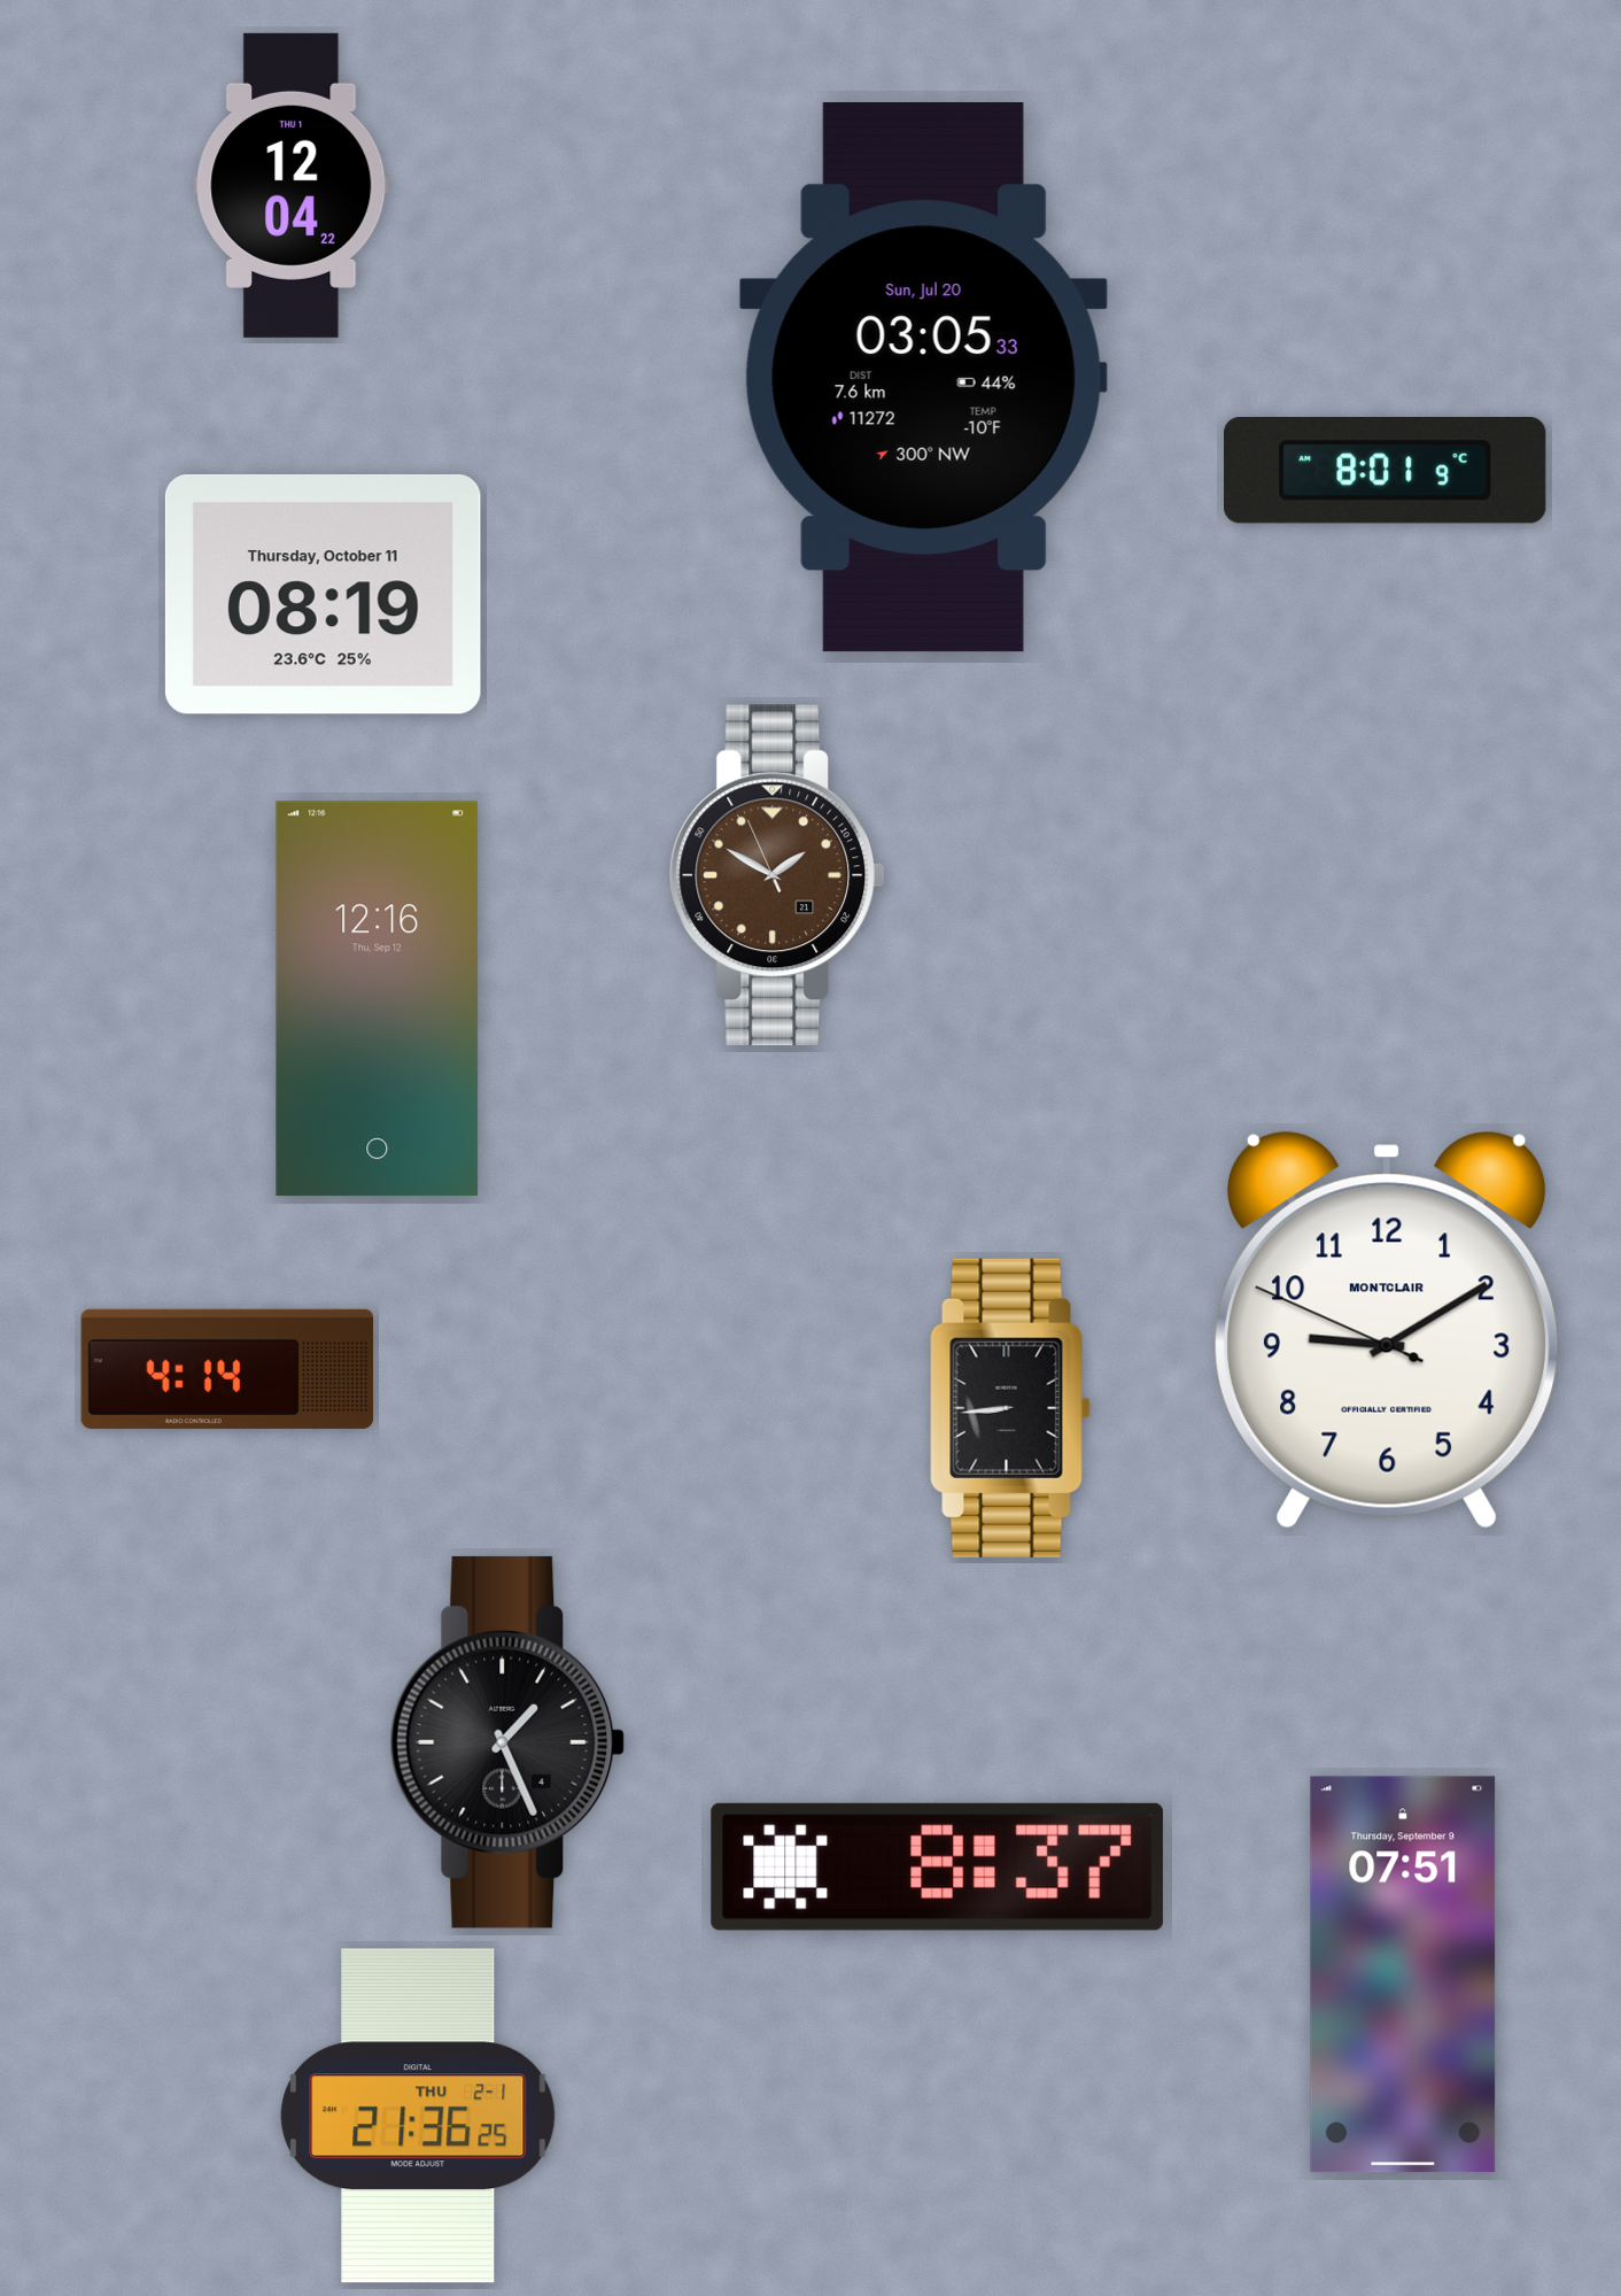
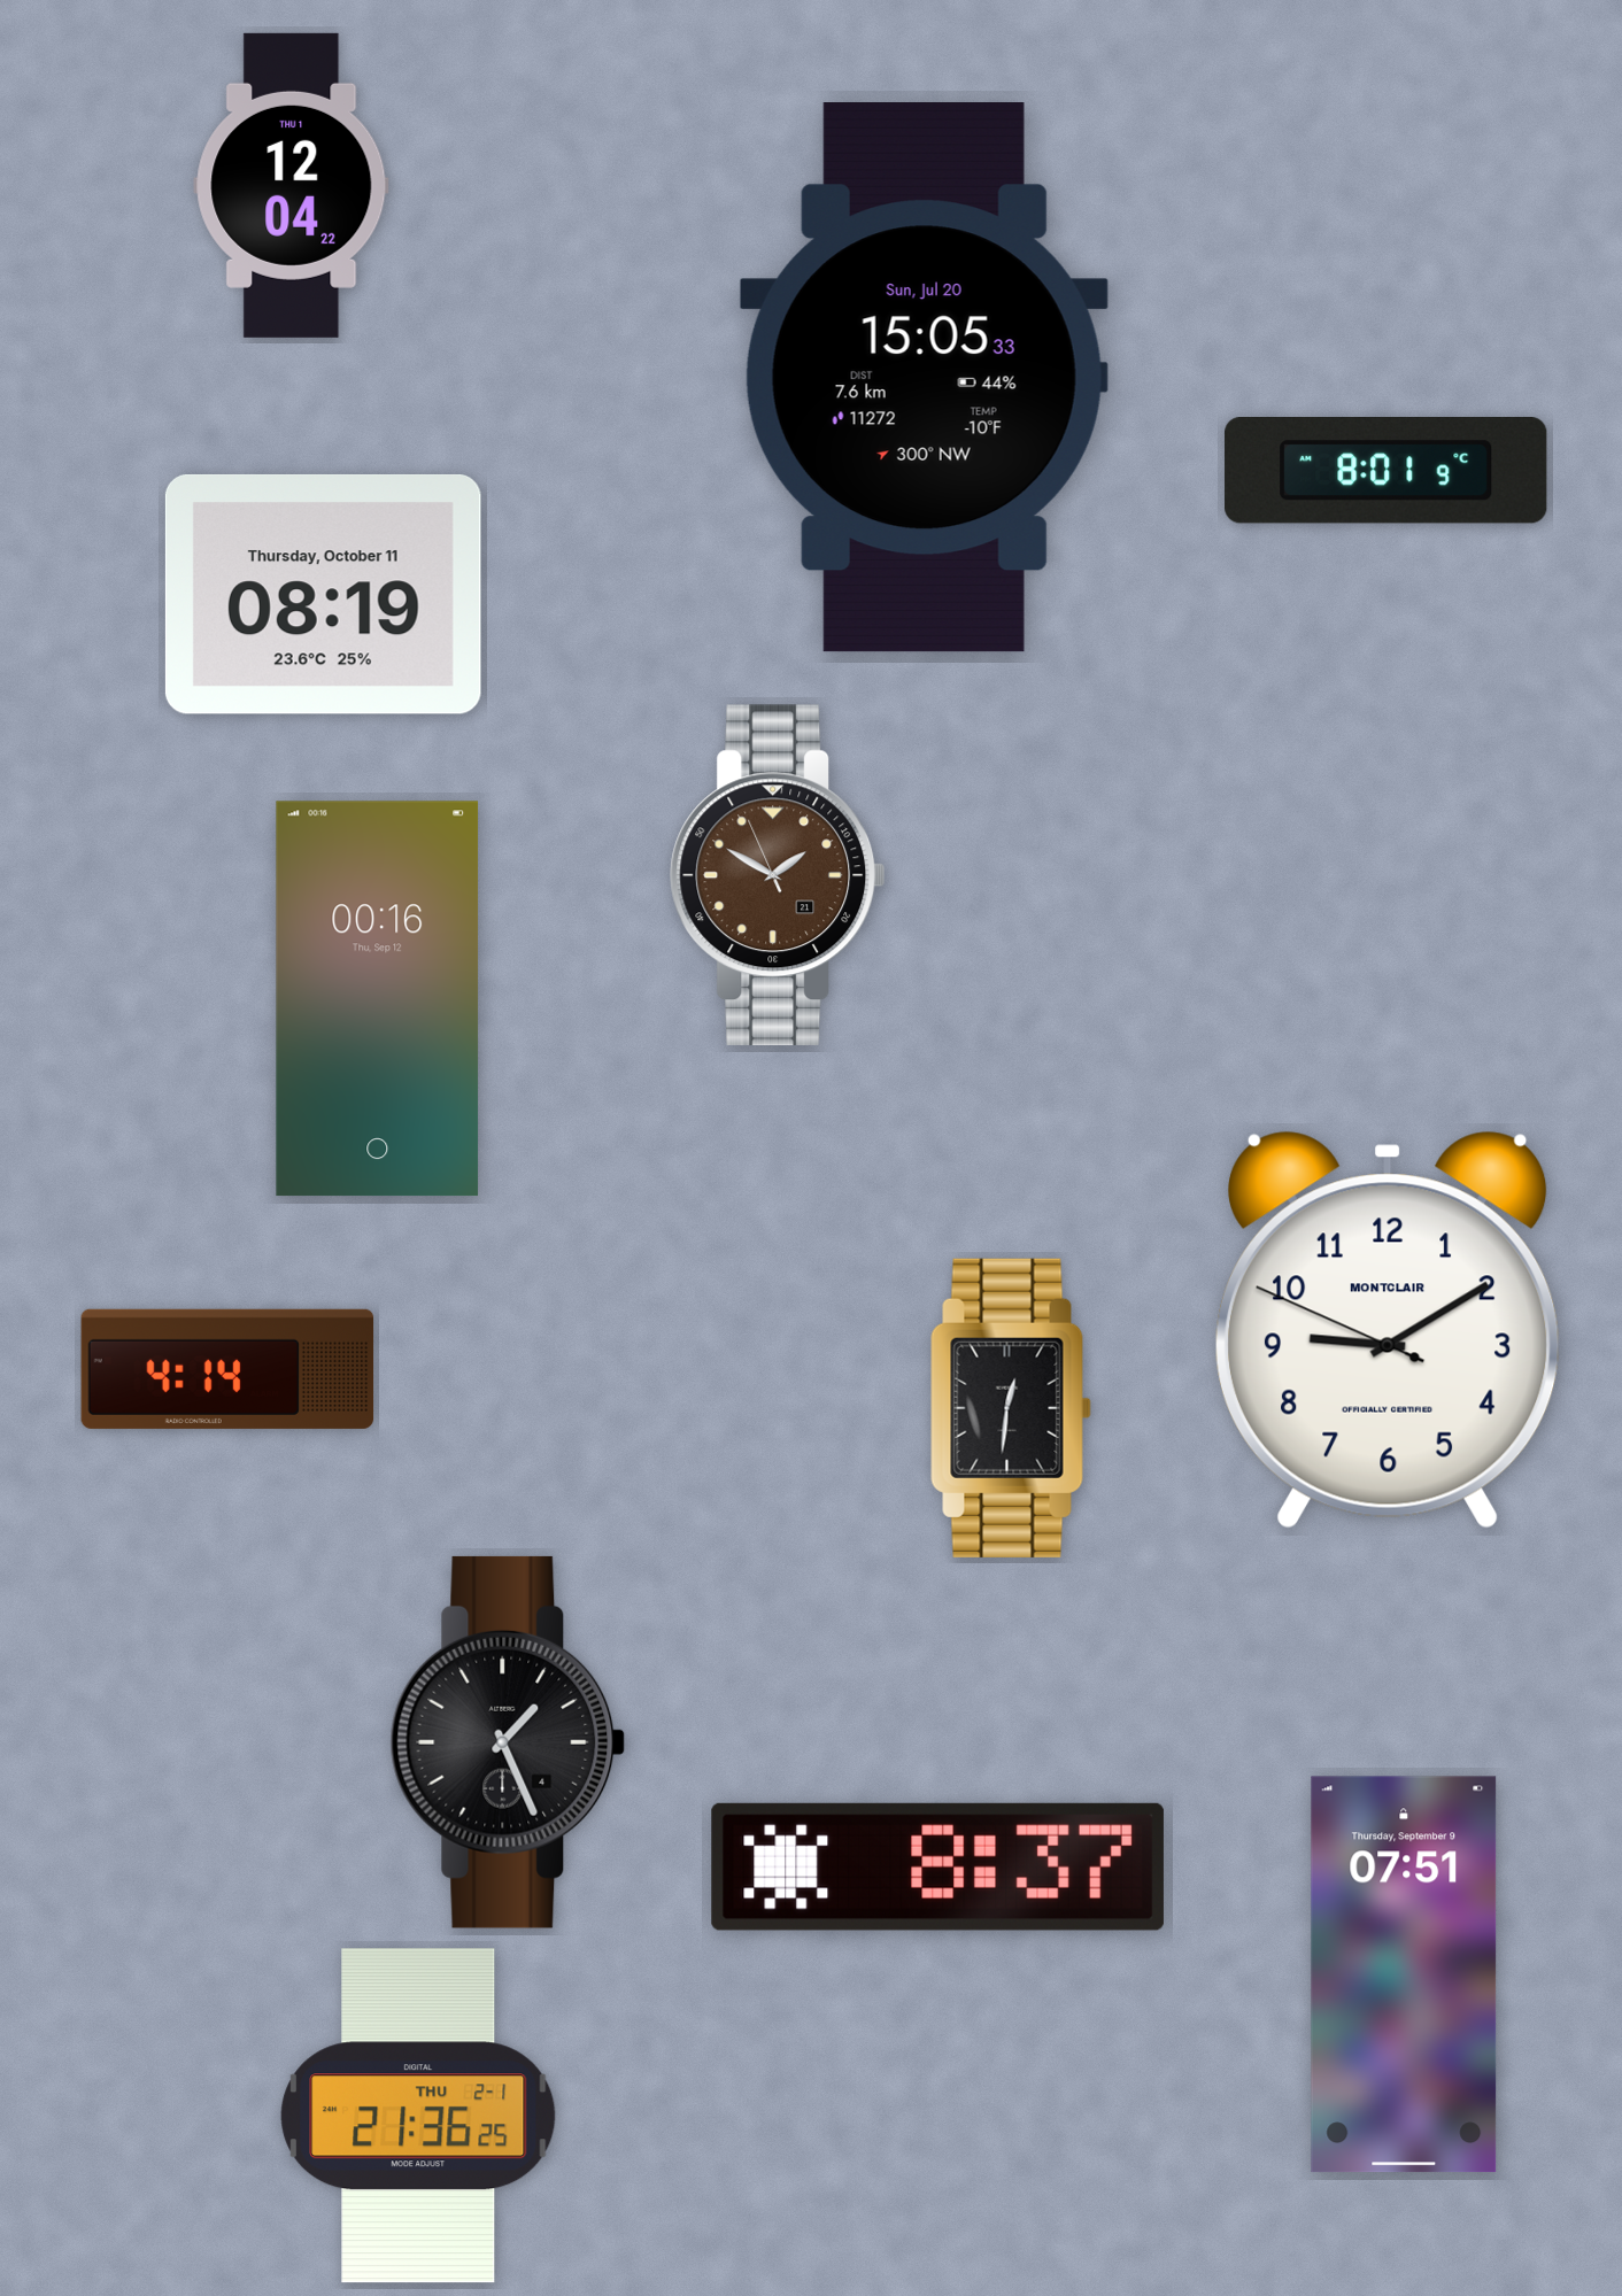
clock at (923, 378): 03:05 -> 15:05
clock at (378, 999): 12:16 -> 00:16
clock at (1010, 1408): 8:44 -> 12:31
